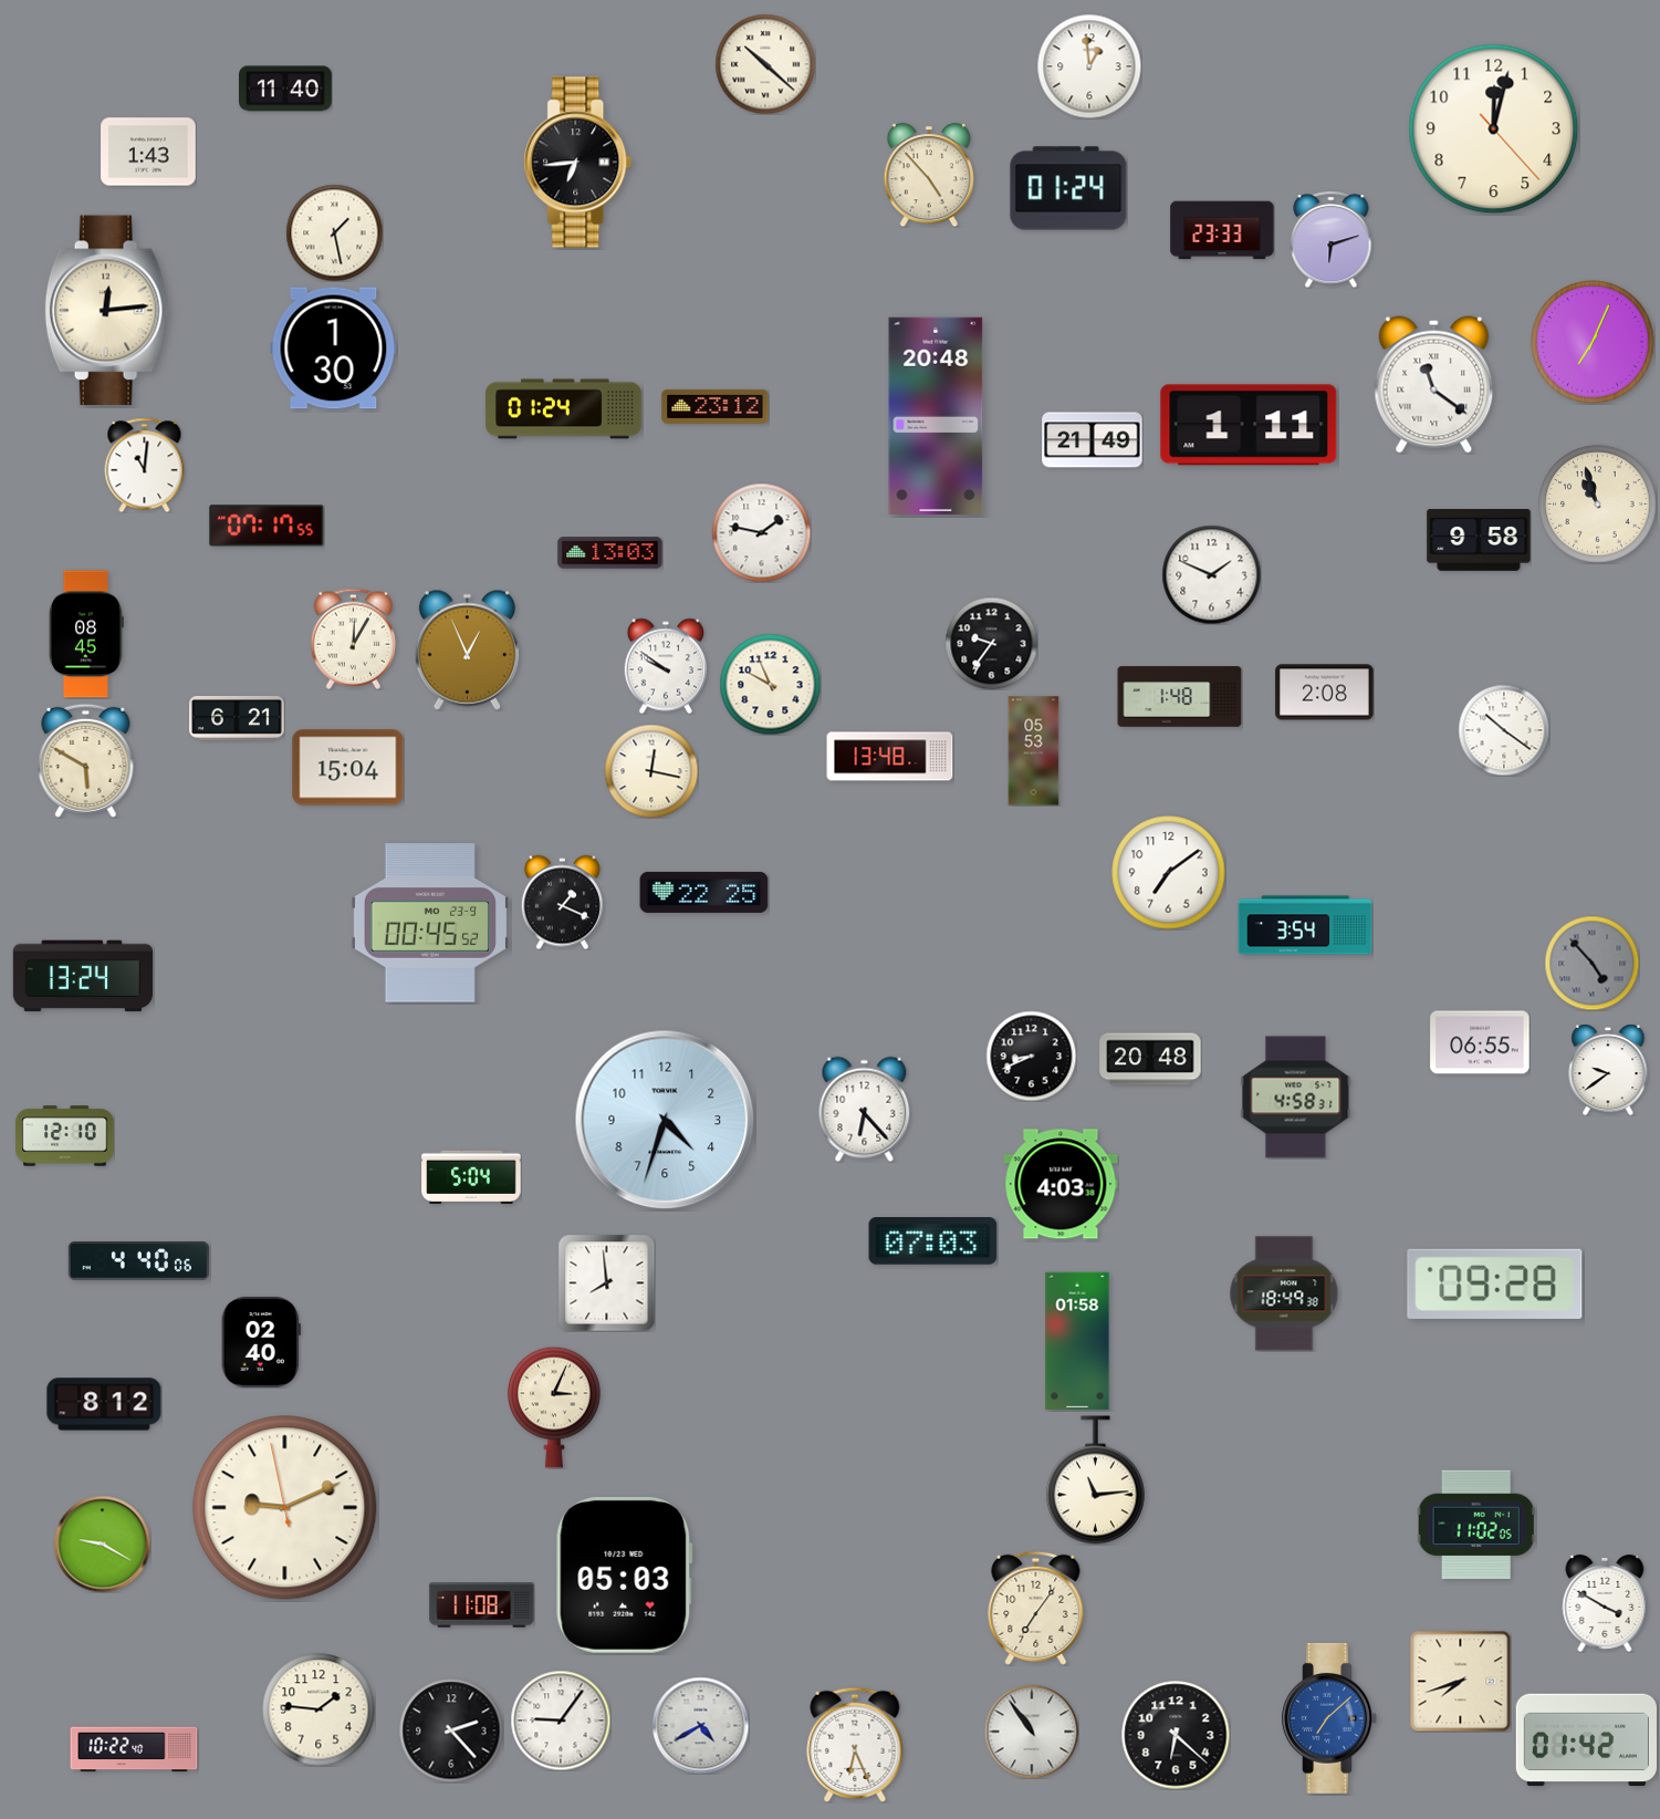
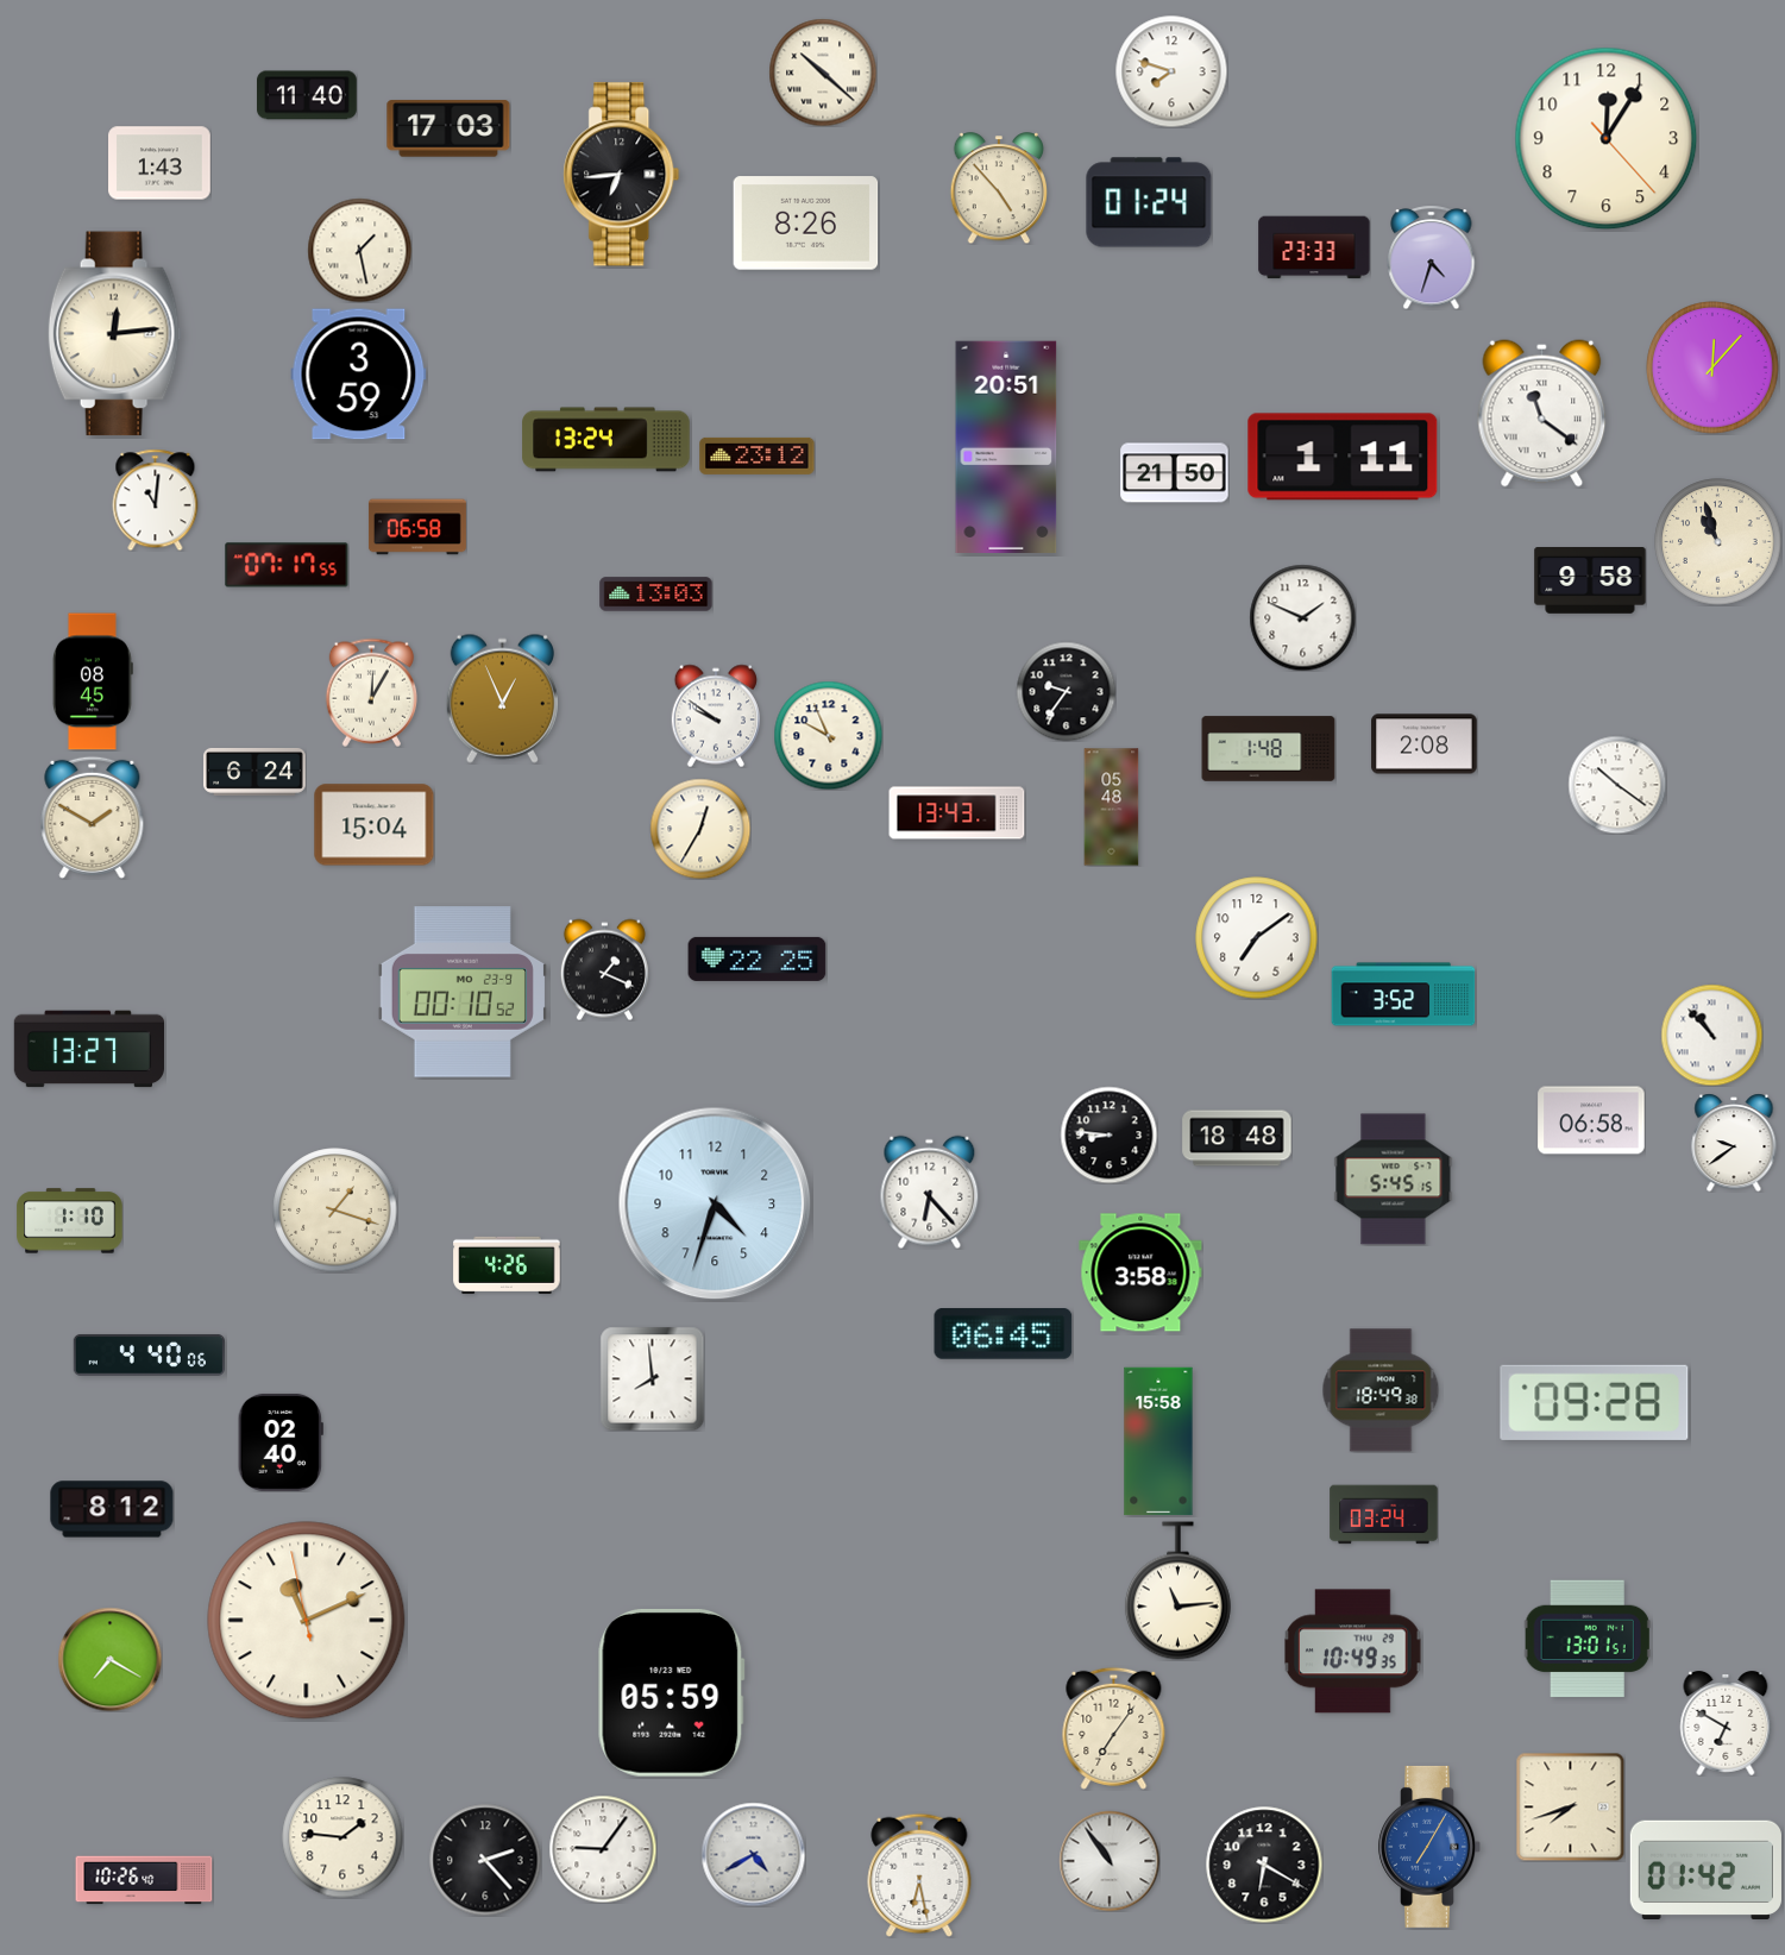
clock at (765, 64) position: (765, 64) -> (823, 73)
clock at (1089, 66): 12:59 -> 7:48
clock at (448, 128): none -> 17:03
clock at (1494, 129): 12:02 -> 12:05
clock at (806, 224): none -> 8:26
clock at (1332, 239): 6:12 -> 4:33
clock at (1593, 342): 7:04 -> 12:07
clock at (334, 349): 1:30 -> 3:59
clock at (716, 406) position: (716, 406) -> (758, 455)
clock at (564, 409): 01:24 -> 13:24
clock at (936, 415): 20:48 -> 20:51
clock at (1093, 440): 21:49 -> 21:50
clock at (417, 527): none -> 06:58
clock at (761, 532): 1:47 -> none
clock at (353, 638) position: (353, 638) -> (371, 692)
clock at (237, 718): 6:21 -> 6:24
clock at (1034, 751): 05:53 -> 05:48
clock at (890, 757): 13:48 -> 13:43
clock at (86, 760): 5:50 -> 1:50
clock at (651, 771): 12:17 -> 12:35
clock at (430, 923): 00:45 -> 00:10
clock at (1305, 925): 3:54 -> 3:52
clock at (1591, 963): 4:53 -> 10:53
clock at (1591, 963) dial: grey -> white
clock at (82, 976): 13:24 -> 13:27
clock at (1480, 1042): 06:55 -> 06:58
clock at (1031, 1056): 8:41 -> 8:46
clock at (1150, 1059): 20:48 -> 18:48
clock at (1608, 1070) position: (1608, 1070) -> (1734, 1143)
clock at (1296, 1098): 4:58 -> 5:45
clock at (335, 1211): none -> 1:18
clock at (65, 1136): 12:10 -> 1:10
clock at (471, 1177): 5:04 -> 4:26
clock at (1061, 1184): 4:03 -> 3:58
clock at (933, 1241): 07:03 -> 06:45
clock at (1495, 1283) position: (1495, 1283) -> (1595, 1402)
clock at (1077, 1341): 01:58 -> 15:58
clock at (555, 1407): 3:04 -> none
clock at (1384, 1515): none -> 03:24
clock at (285, 1508): 9:10 -> 11:10
clock at (1476, 1525): 11:02 -> 13:01
clock at (1353, 1652): none -> 10:49
clock at (102, 1543): 9:20 -> 7:20
clock at (625, 1574): 05:03 -> 05:59
clock at (1605, 1603): 3:50 -> 6:50
clock at (482, 1605): 11:08 -> none
clock at (1329, 1718): 7:08 -> 7:05
clock at (1176, 1735): 6:22 -> 6:20
clock at (855, 1745): 6:26 -> 6:28
clock at (134, 1749): 10:22 -> 10:26
